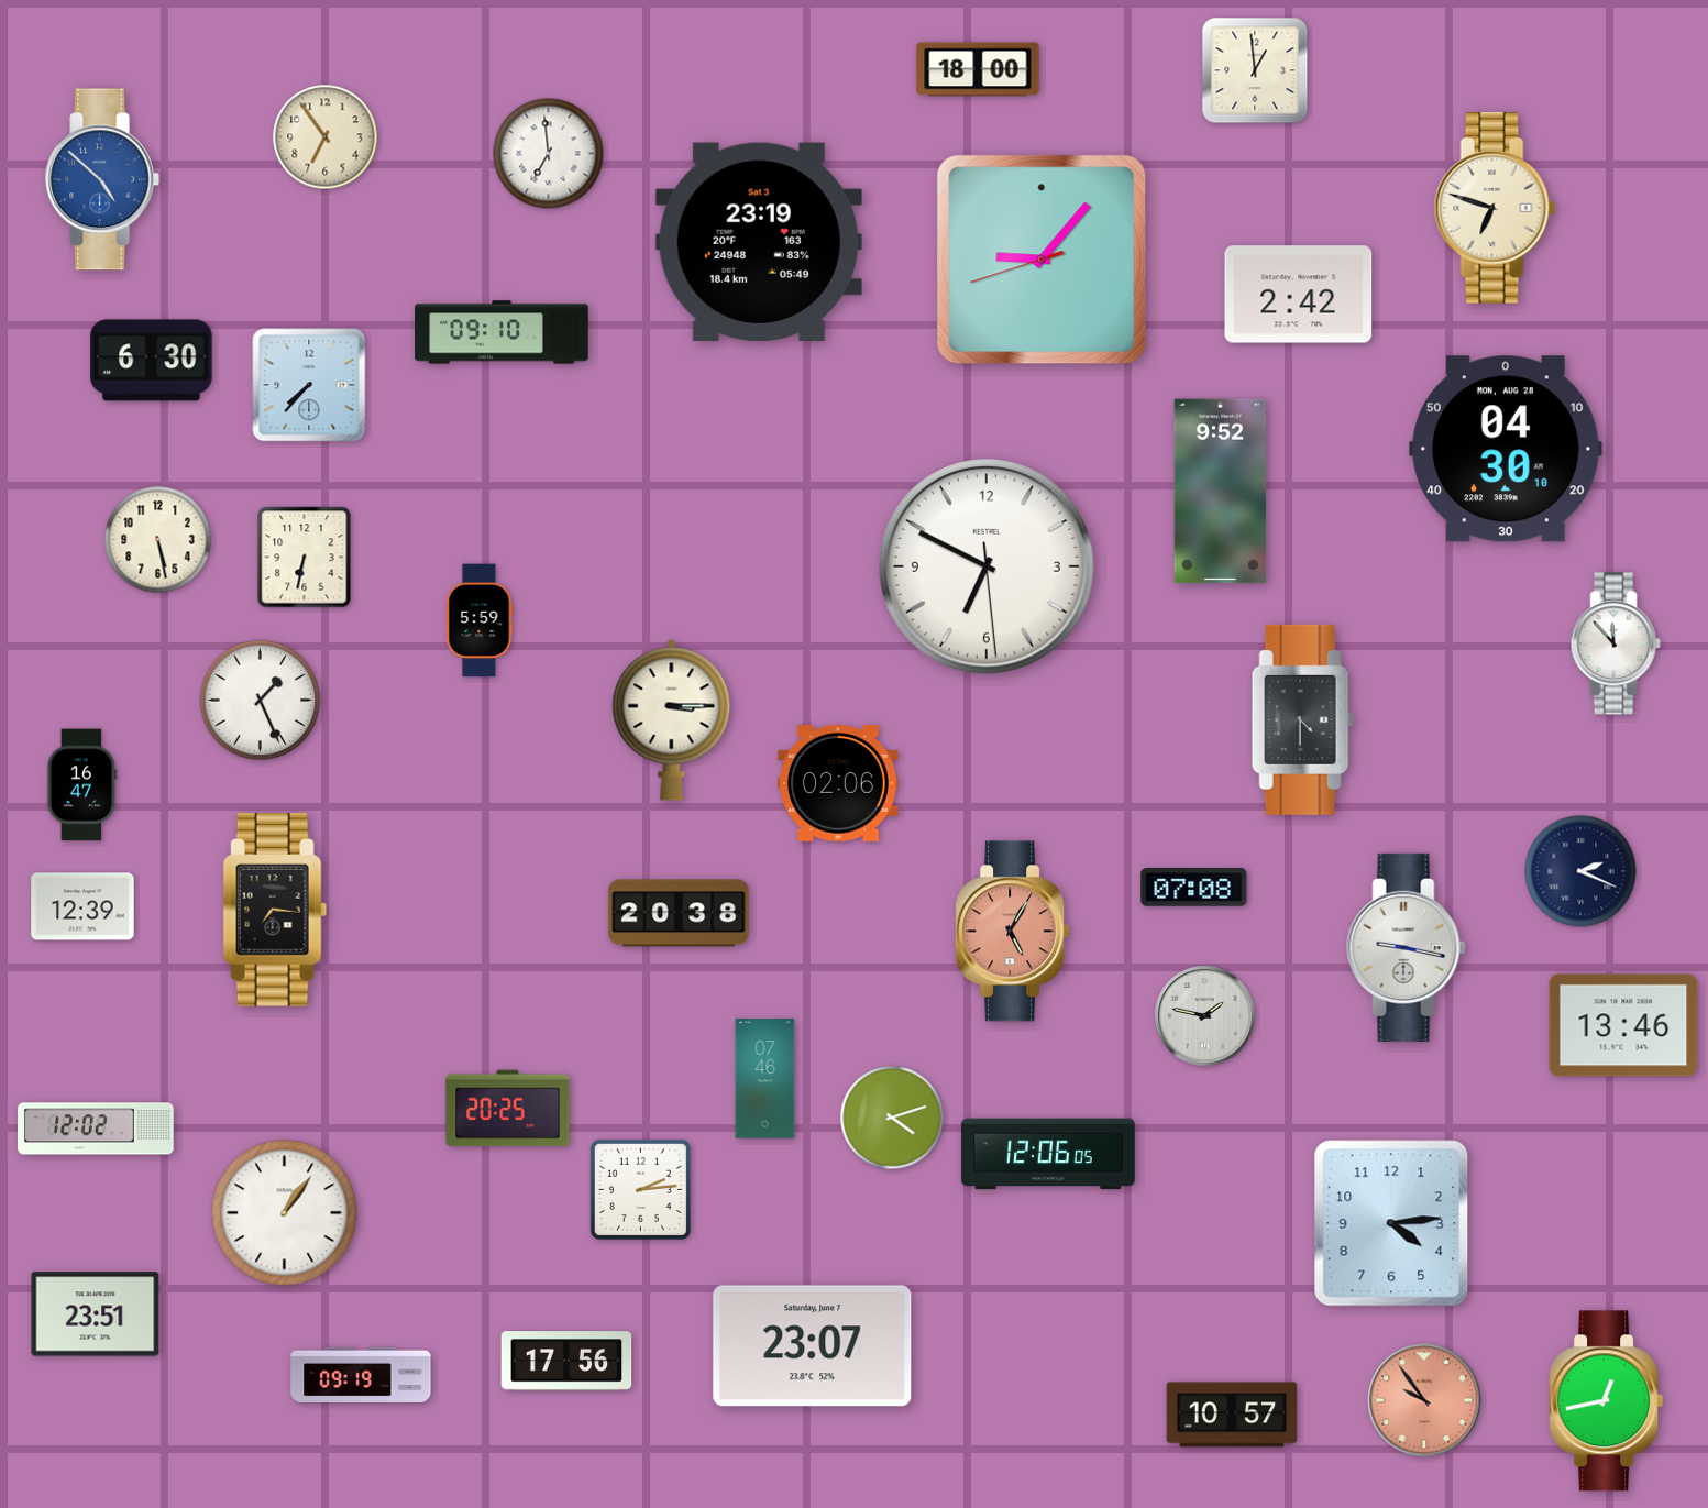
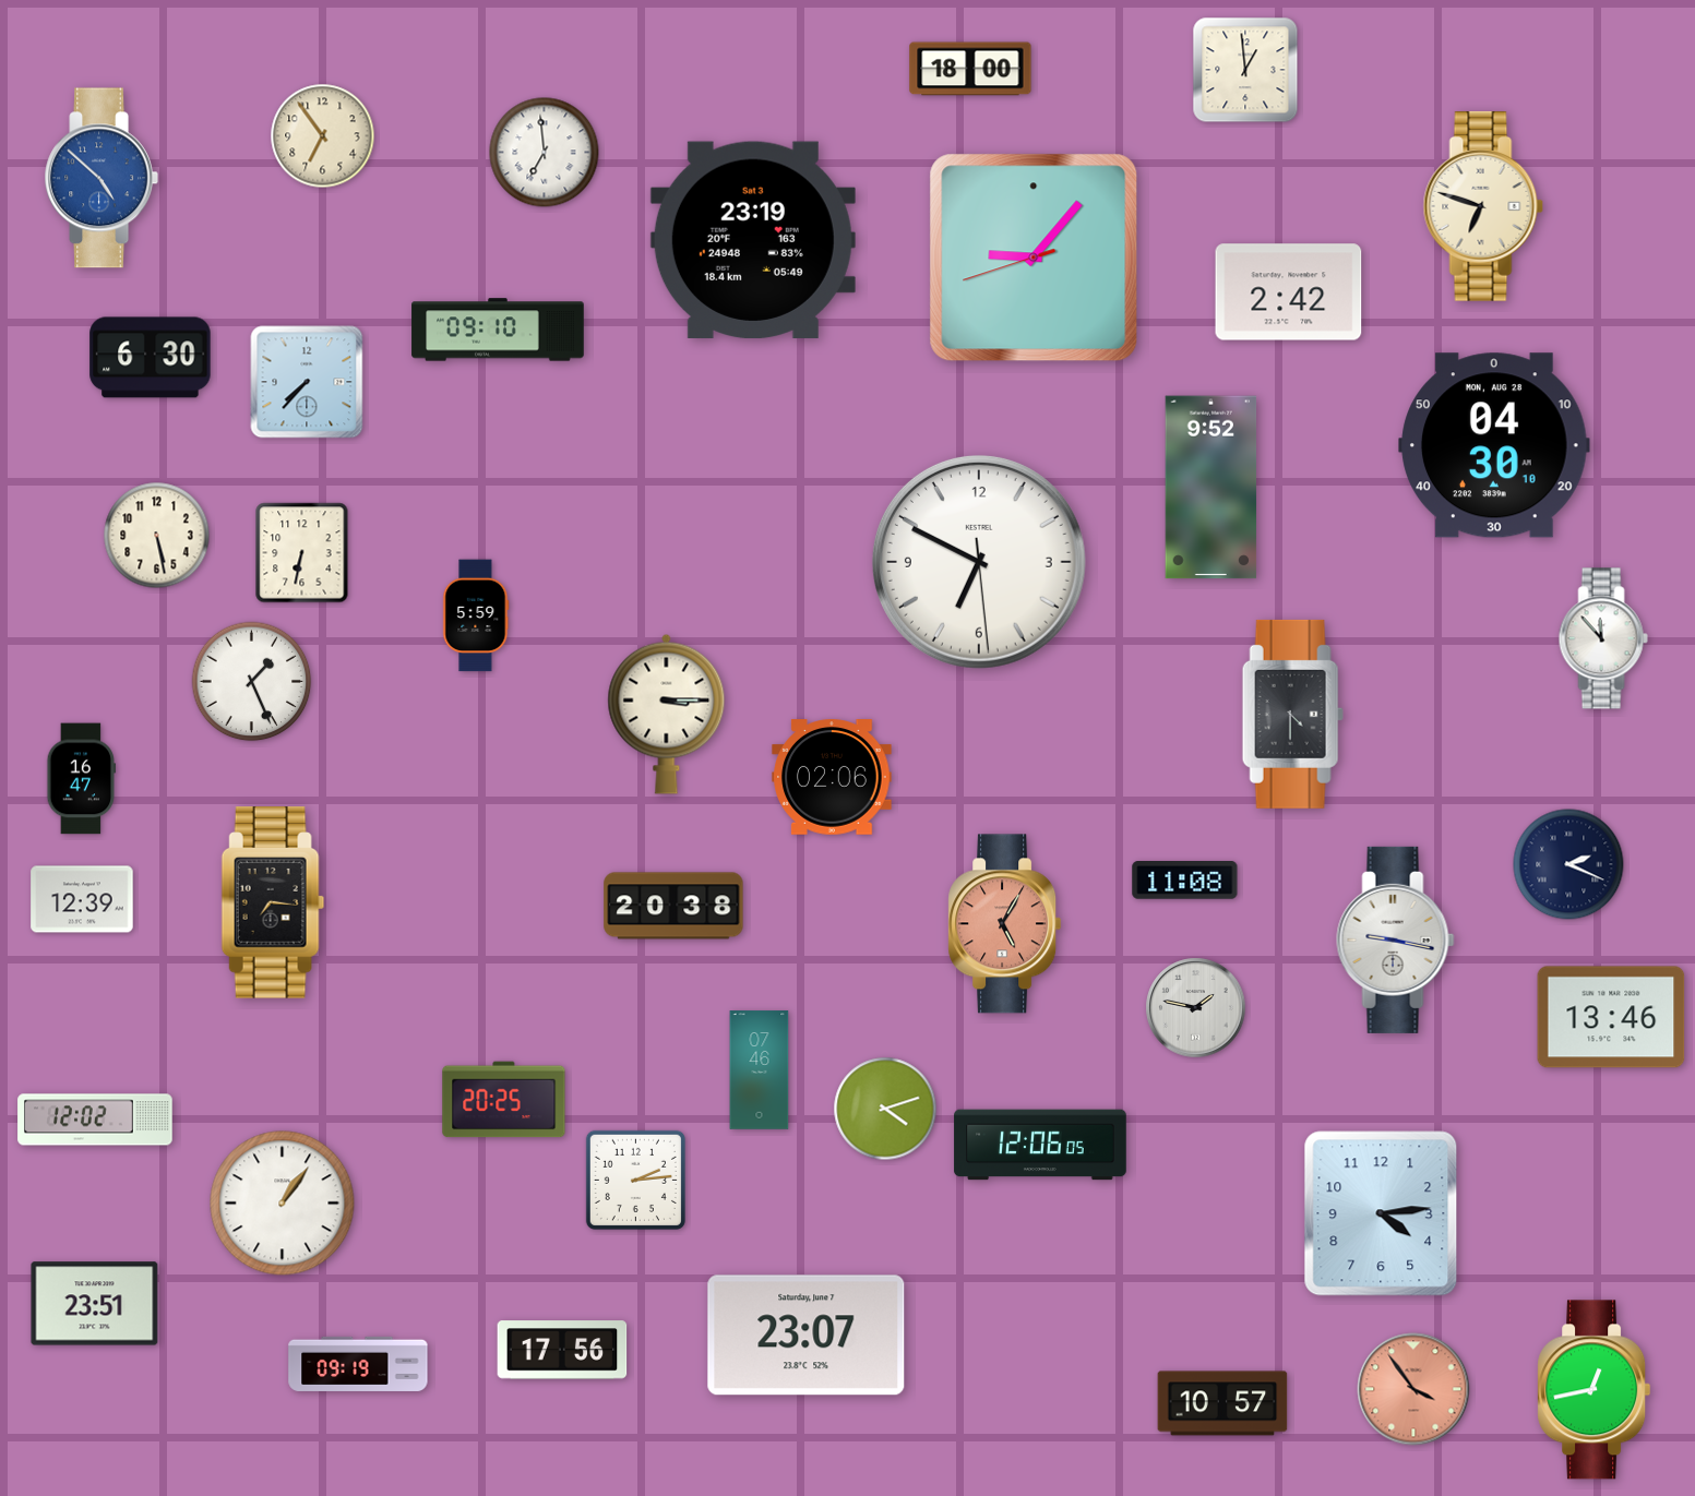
clock at (261, 701) position: (261, 701) -> (252, 682)
clock at (1194, 888): 07:08 -> 11:08
clock at (1424, 1400): 9:54 -> 3:54
